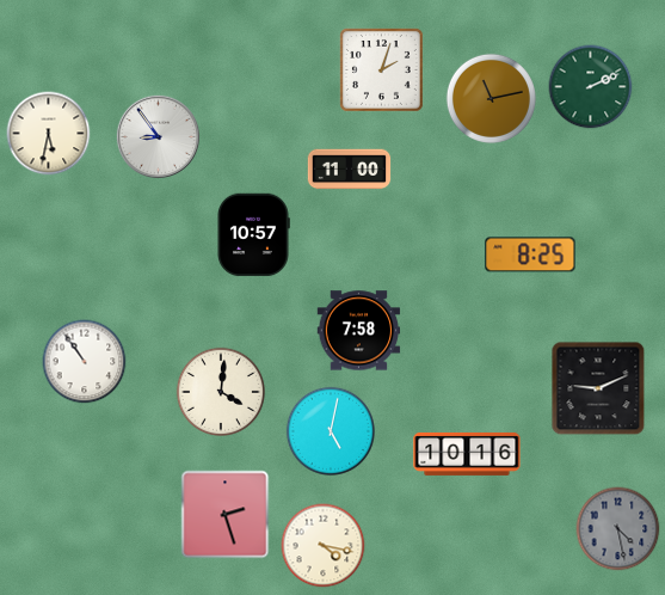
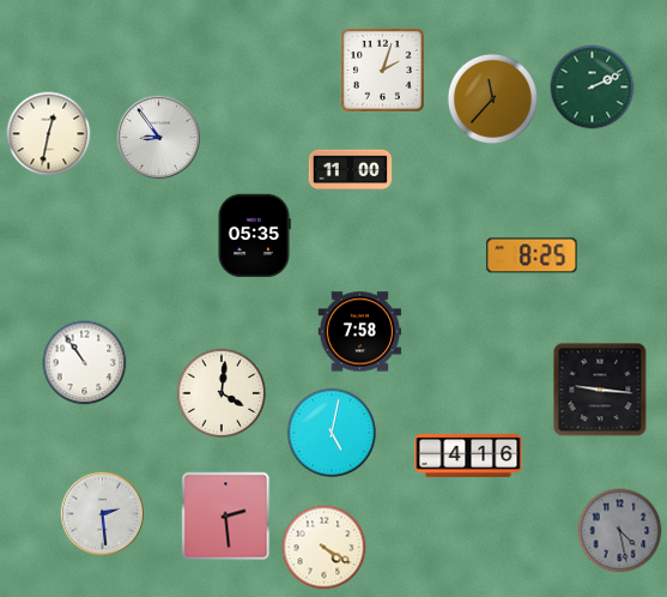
clock at (491, 98): 11:13 -> 11:37
clock at (49, 134): 5:32 -> 12:32
clock at (253, 235): 10:57 -> 05:35
clock at (598, 388): 9:11 -> 9:16
clock at (467, 454): 10:16 -> 4:16
clock at (102, 513): none -> 2:29
clock at (226, 515): 2:27 -> 2:29
clock at (324, 546): 4:17 -> 4:20
